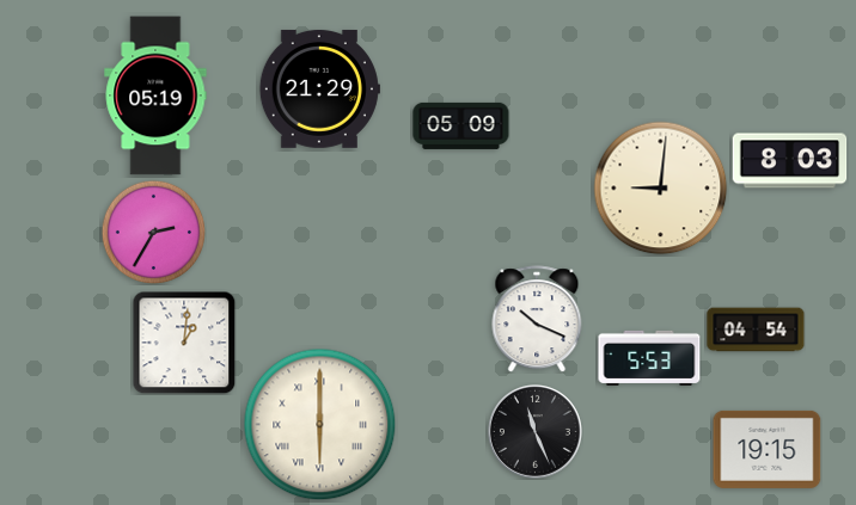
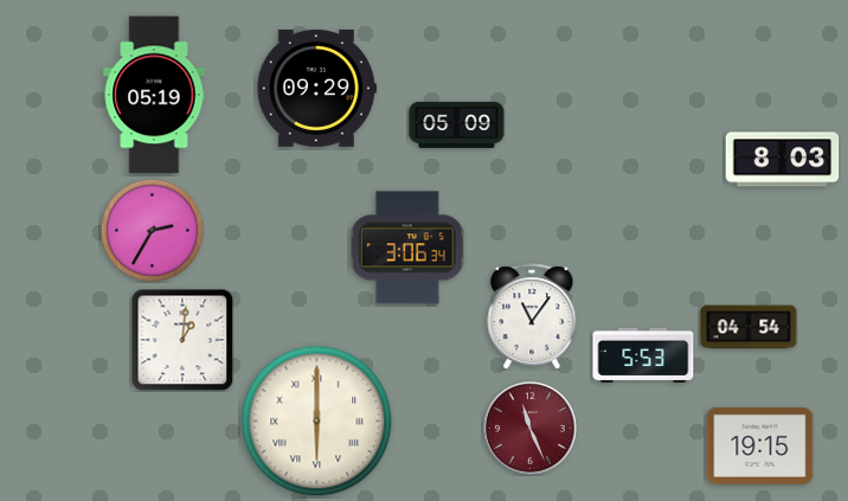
clock at (319, 88): 21:29 -> 09:29
clock at (661, 189): 9:01 -> none
clock at (407, 248): none -> 3:06
clock at (537, 319): 10:19 -> 11:06
clock at (536, 432) dial: black -> burgundy
